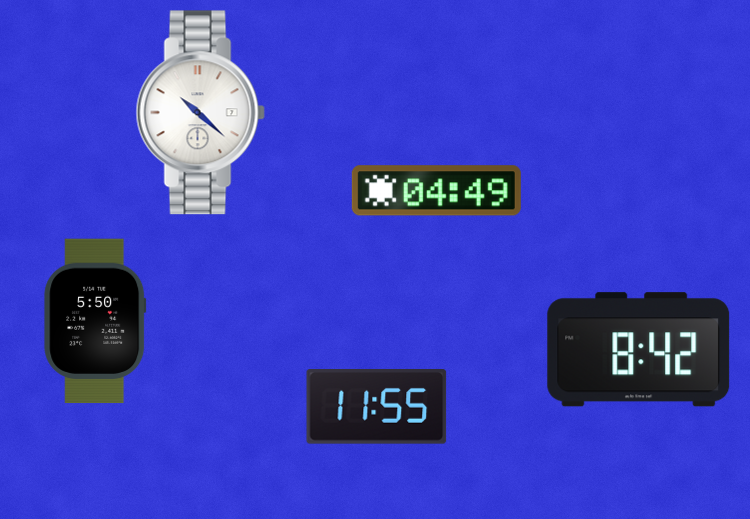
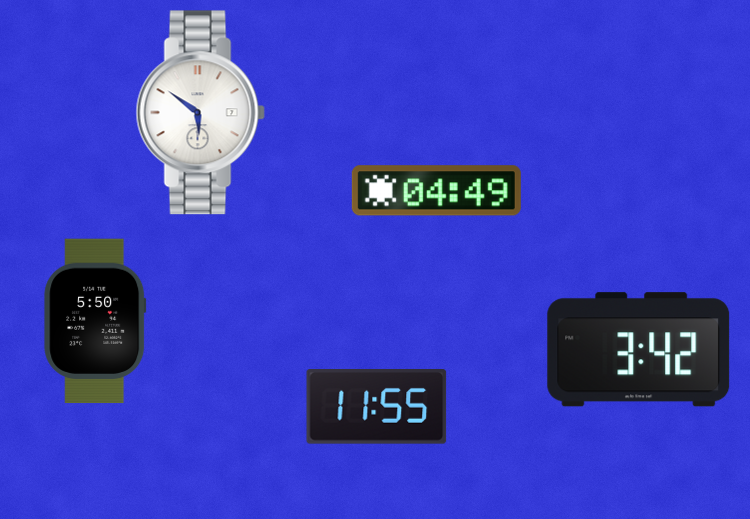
clock at (200, 113): 10:22 -> 5:51
clock at (639, 350): 8:42 -> 3:42
